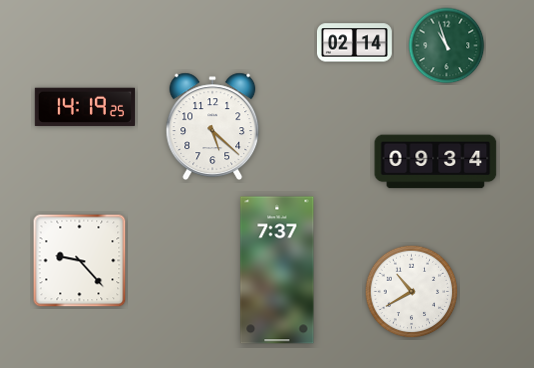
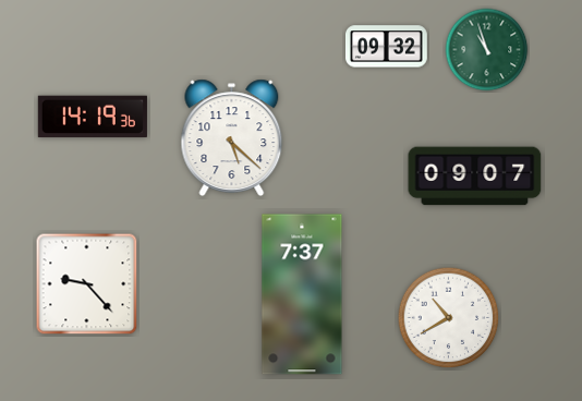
clock at (354, 43): 02:14 -> 09:32
clock at (85, 107): 14:19:25 -> 14:19:36
clock at (436, 162): 09:34 -> 09:07
